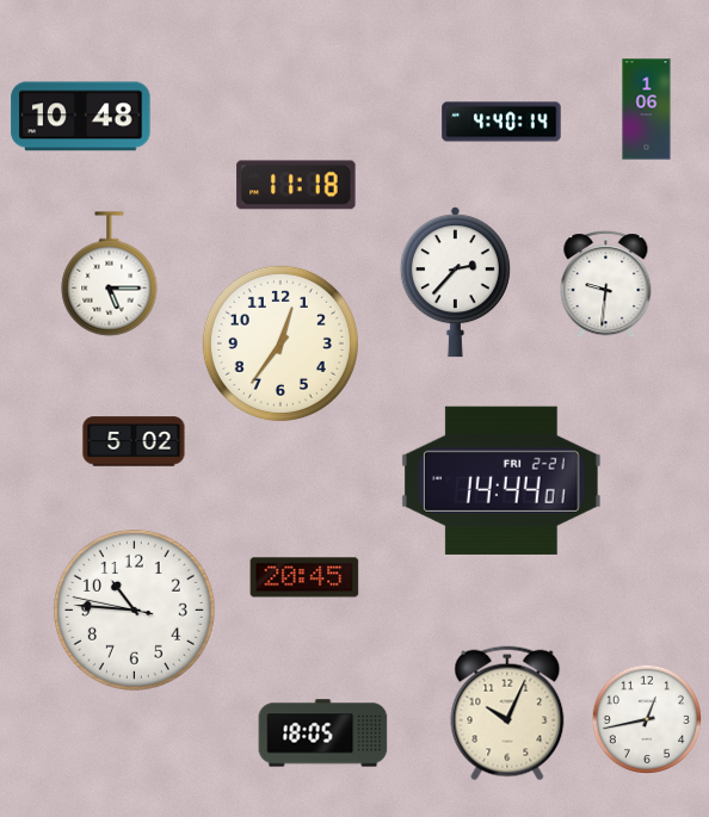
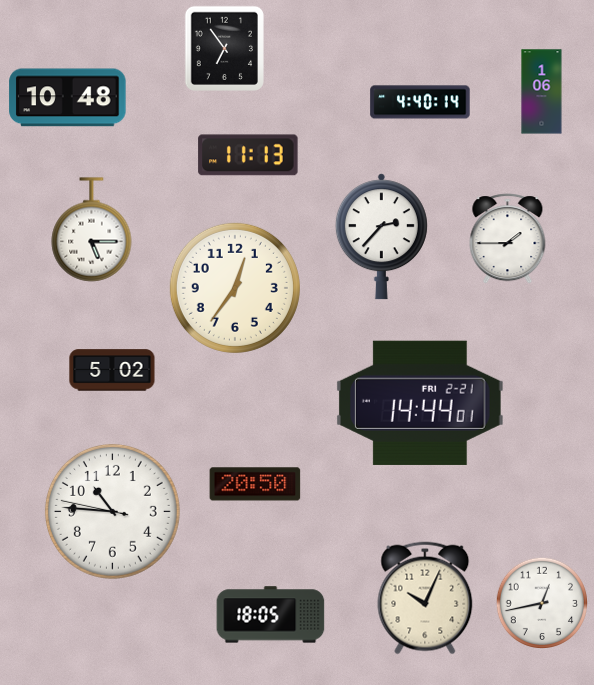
clock at (224, 48): none -> 6:54
clock at (296, 185): 11:18 -> 11:13
clock at (606, 285): 9:31 -> 1:45
clock at (304, 577): 20:45 -> 20:50
